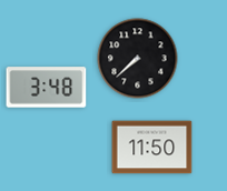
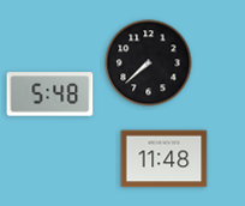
clock at (47, 88): 3:48 -> 5:48
clock at (152, 148): 11:50 -> 11:48
